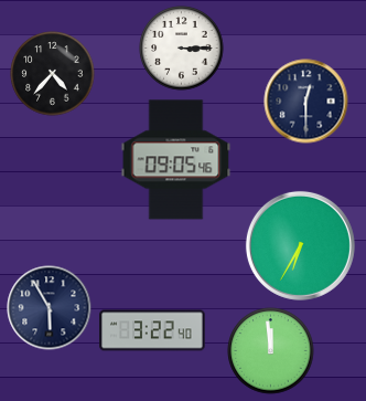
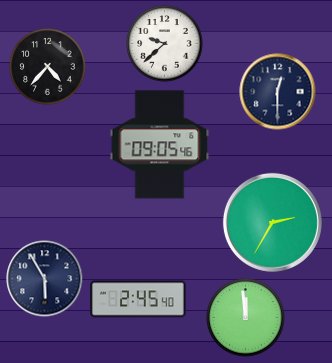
clock at (182, 49): 3:15 -> 9:38
clock at (300, 245): 6:35 -> 2:35
clock at (152, 330): 3:22 -> 2:45
